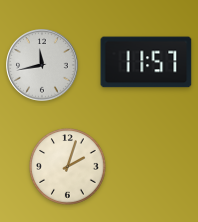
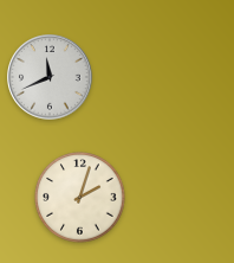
clock at (146, 62): 11:57 -> none
clock at (42, 65): 11:43 -> 11:41
